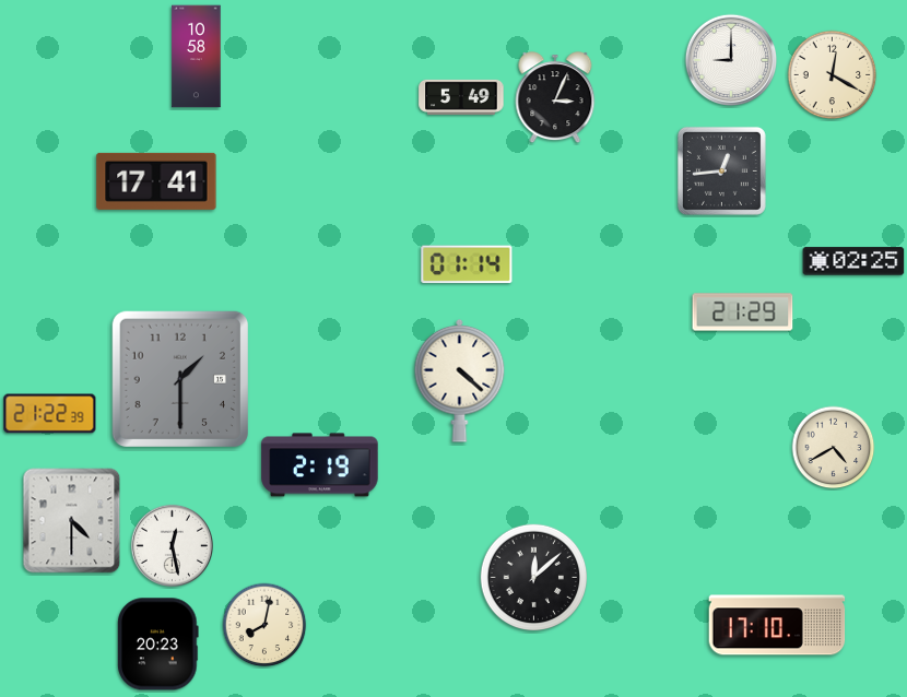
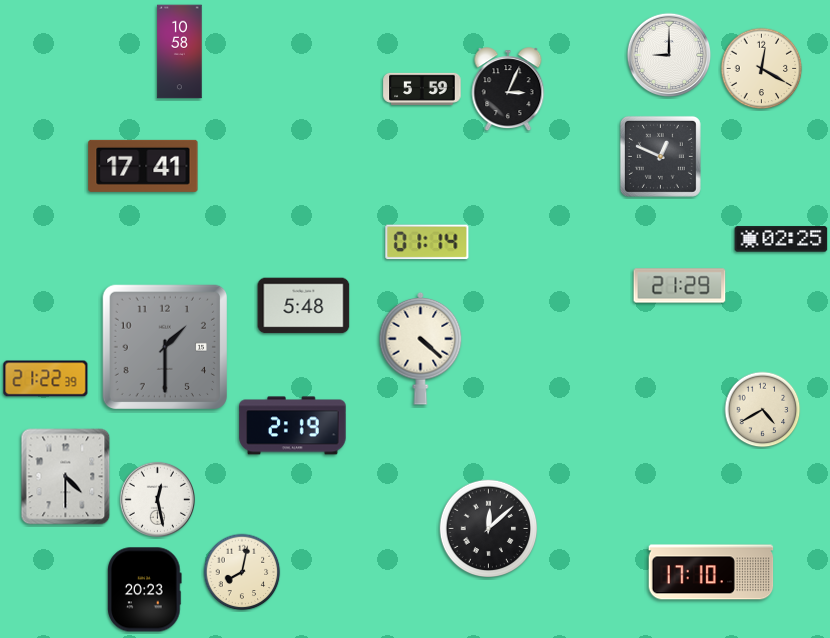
clock at (461, 97): 5:49 -> 5:59
clock at (721, 170): 12:44 -> 12:49
clock at (304, 306): none -> 5:48
